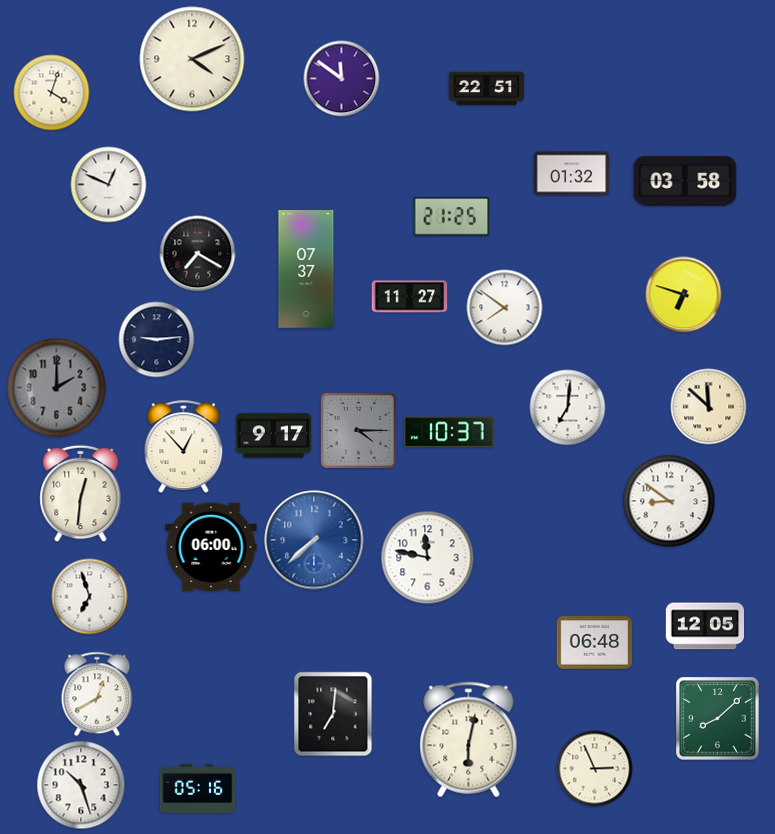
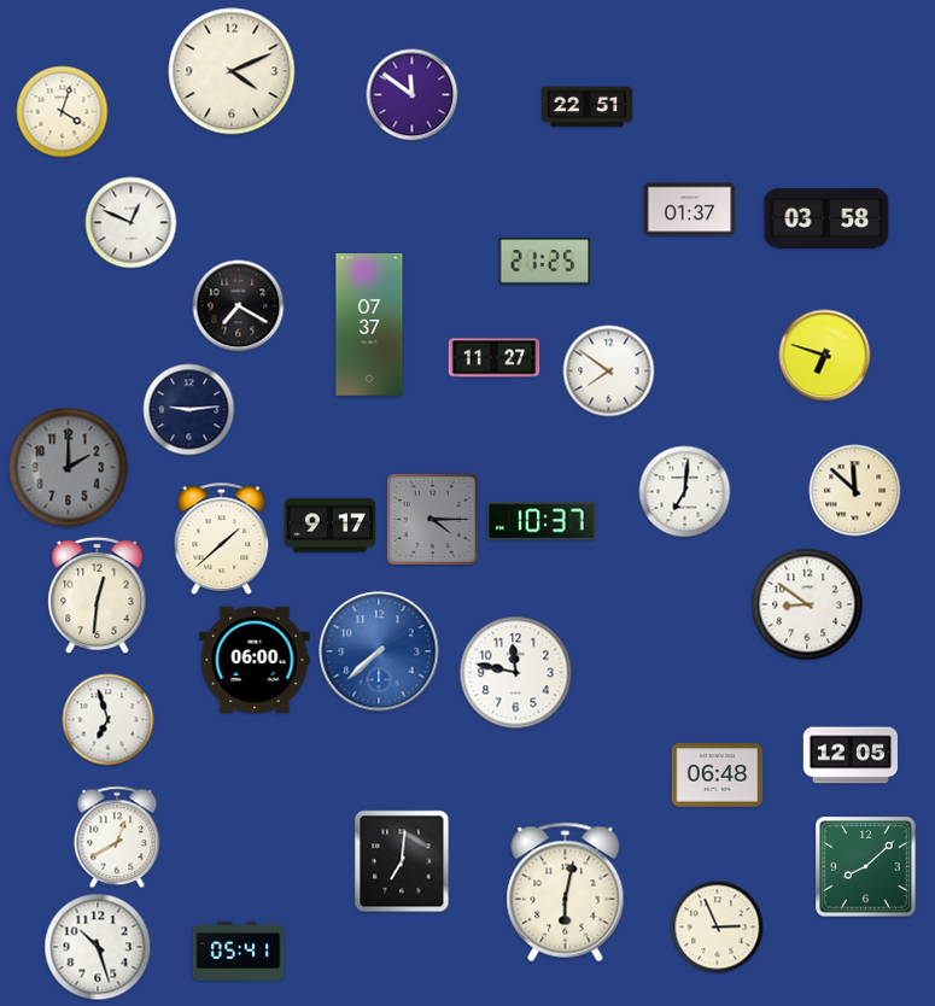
clock at (572, 174): 01:32 -> 01:37
clock at (184, 446): 12:53 -> 1:38
clock at (198, 788): 05:16 -> 05:41
